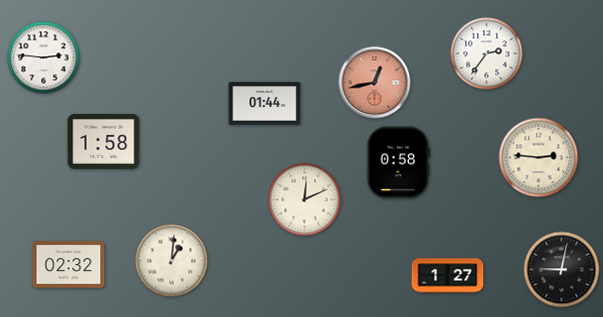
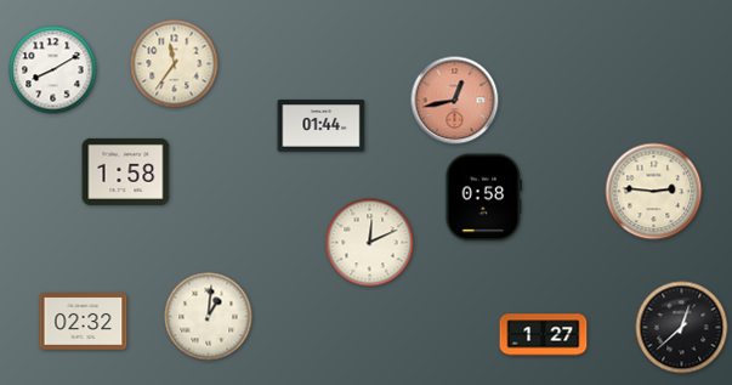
clock at (175, 64): none -> 11:36
clock at (487, 54): 2:36 -> none
clock at (44, 58): 2:46 -> 8:10
clock at (562, 270): 9:02 -> 12:38
